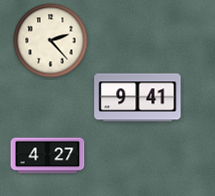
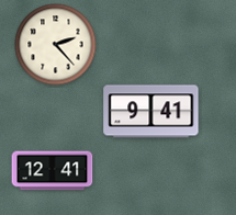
clock at (138, 98) position: (138, 98) -> (151, 112)
clock at (48, 156): 4:27 -> 12:41
